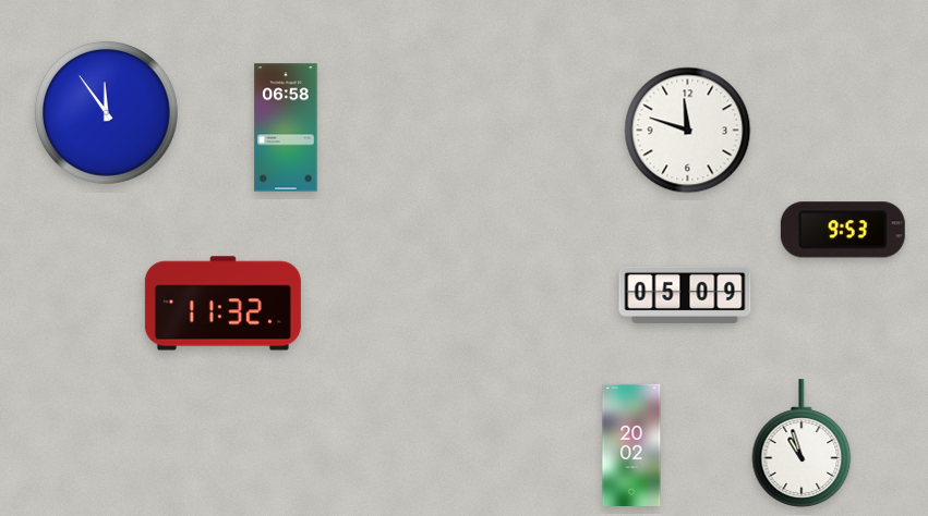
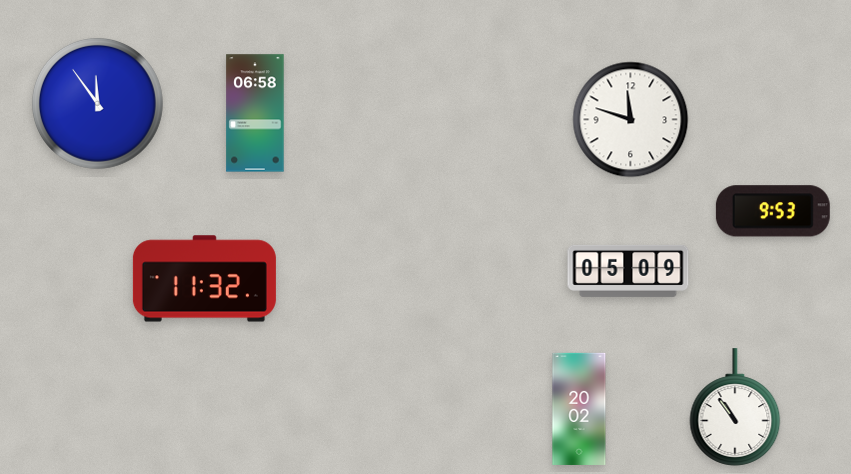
clock at (286, 127) position: (286, 127) -> (255, 113)
clock at (802, 443): 10:57 -> 10:54
